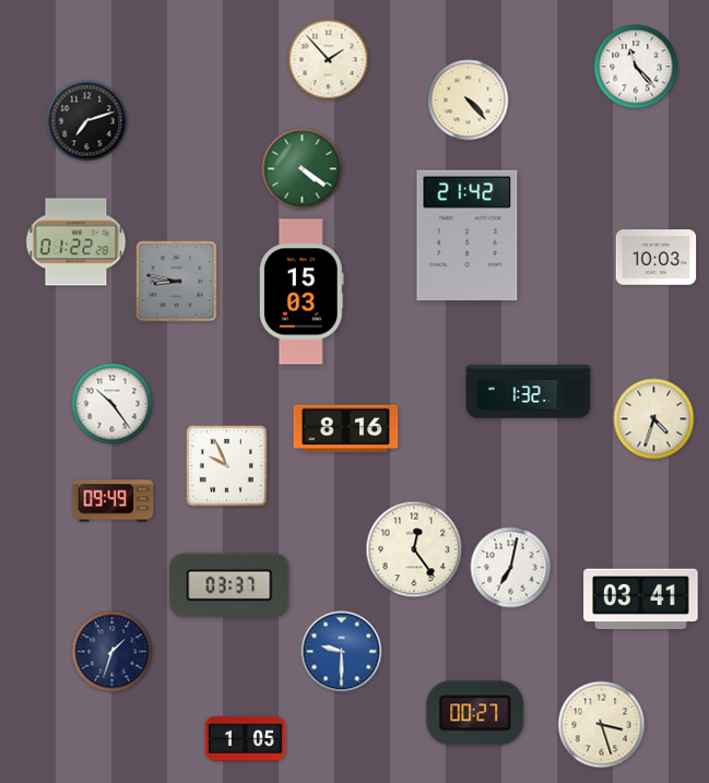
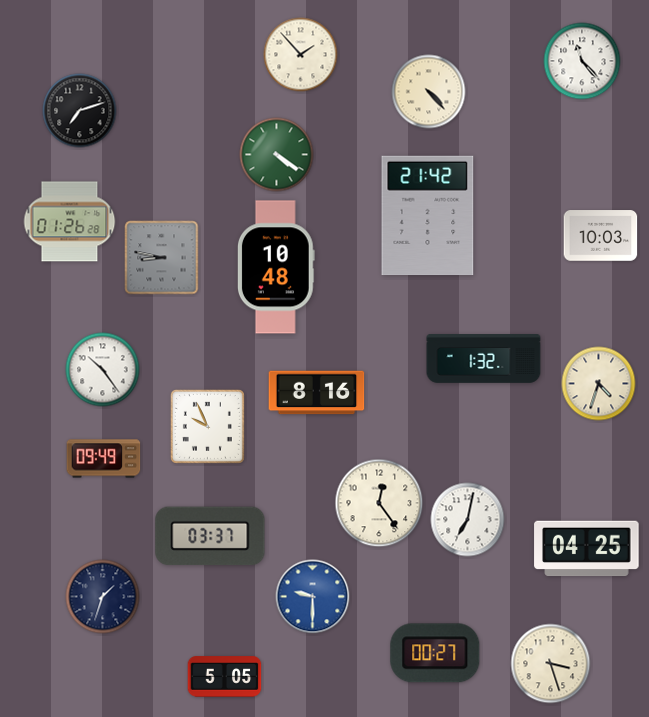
clock at (76, 242): 01:22 -> 01:26
clock at (302, 292): 15:03 -> 10:48
clock at (641, 600): 03:41 -> 04:25
clock at (246, 739): 1:05 -> 5:05
